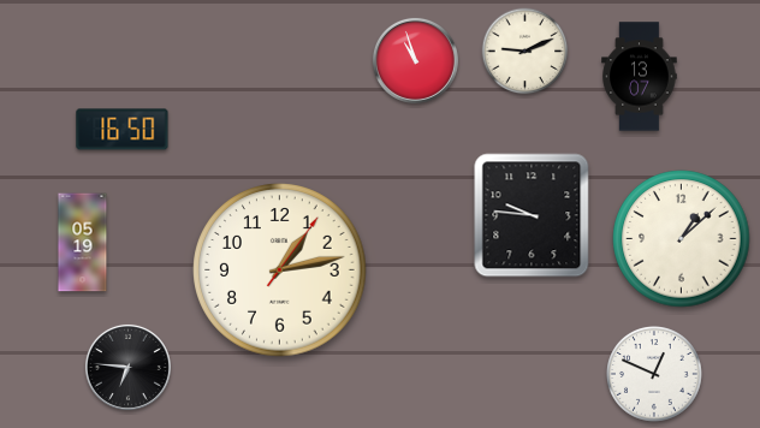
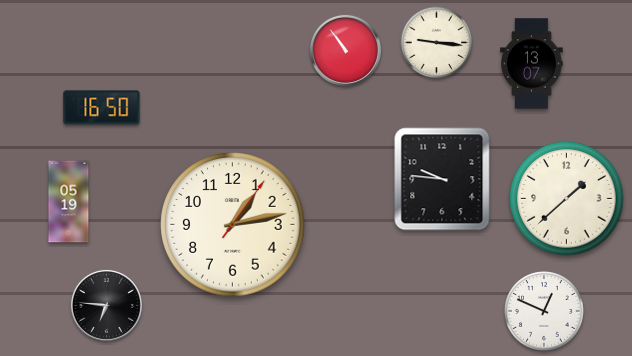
clock at (526, 52): 9:11 -> 9:16
clock at (415, 60): 10:57 -> 10:54
clock at (682, 239): 1:08 -> 1:38
